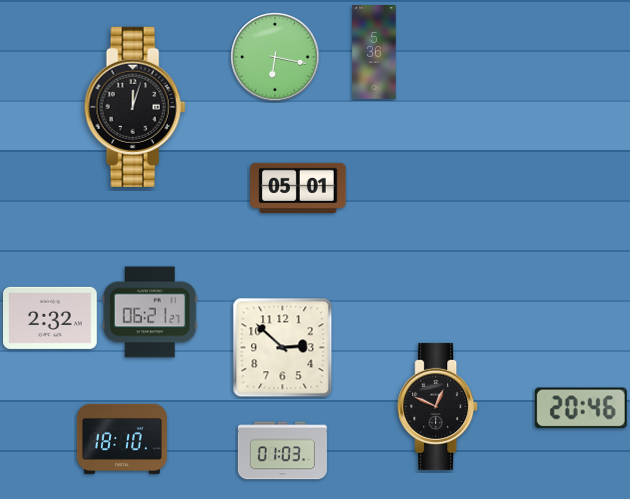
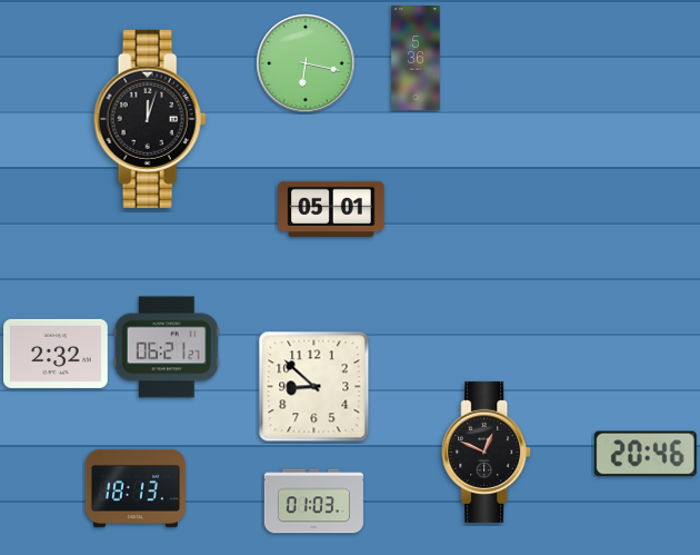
clock at (283, 348): 2:52 -> 8:52
clock at (122, 439): 18:10 -> 18:13
